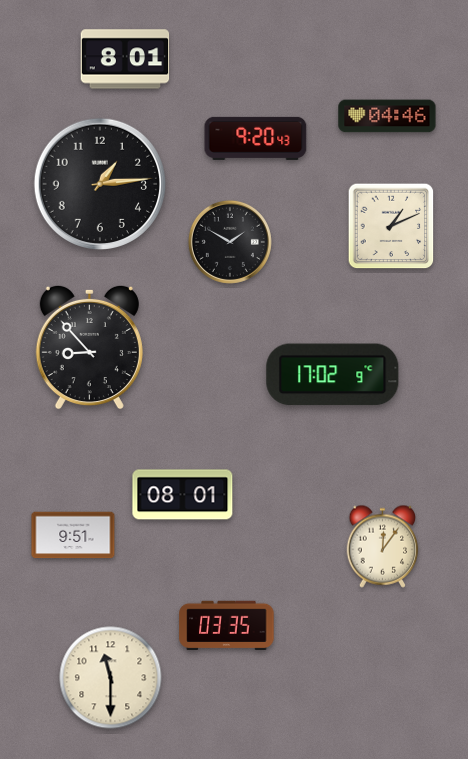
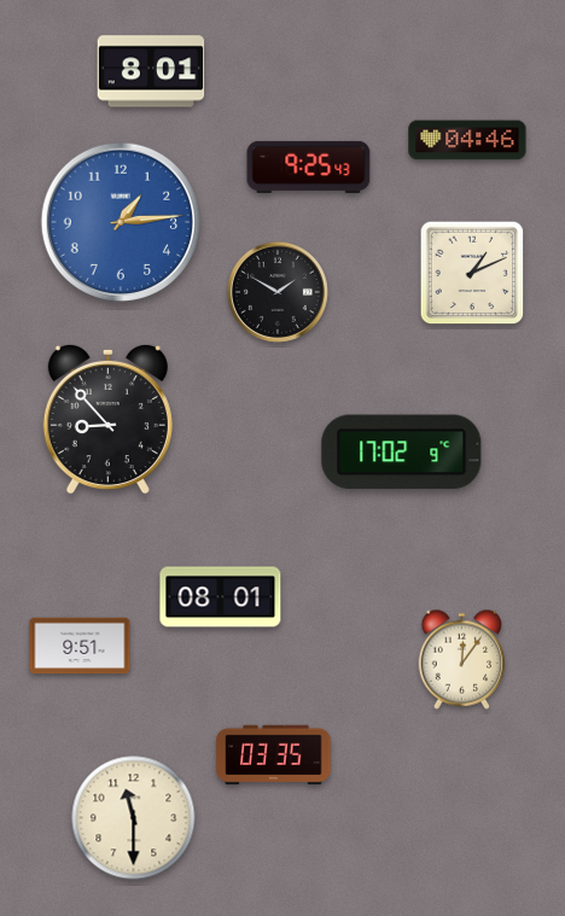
clock at (256, 138): 9:20 -> 9:25
clock at (99, 183) dial: black -> blue
clock at (73, 535) position: (73, 535) -> (80, 646)
